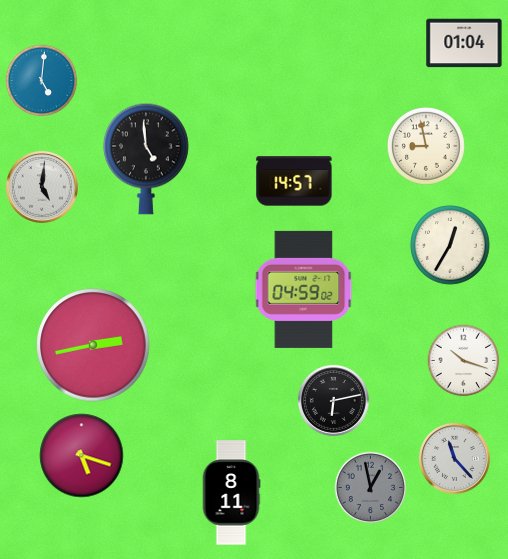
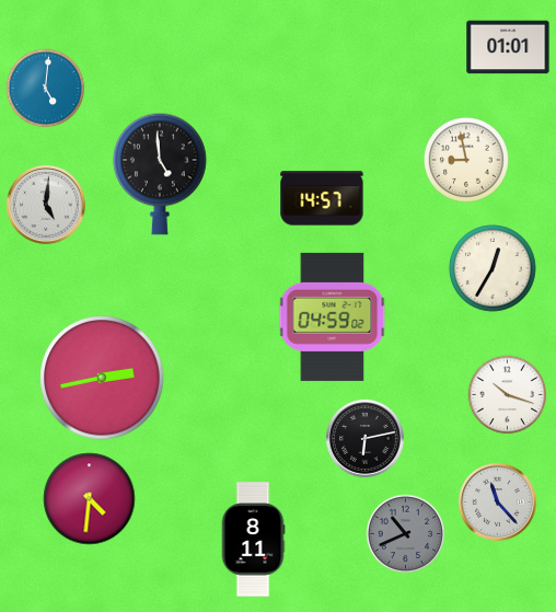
clock at (464, 43): 01:04 -> 01:01
clock at (82, 456): 5:18 -> 4:31
clock at (371, 488): 12:58 -> 10:41
